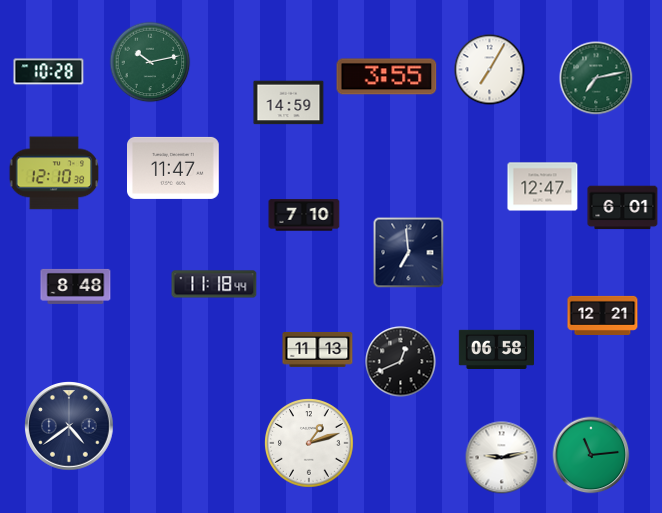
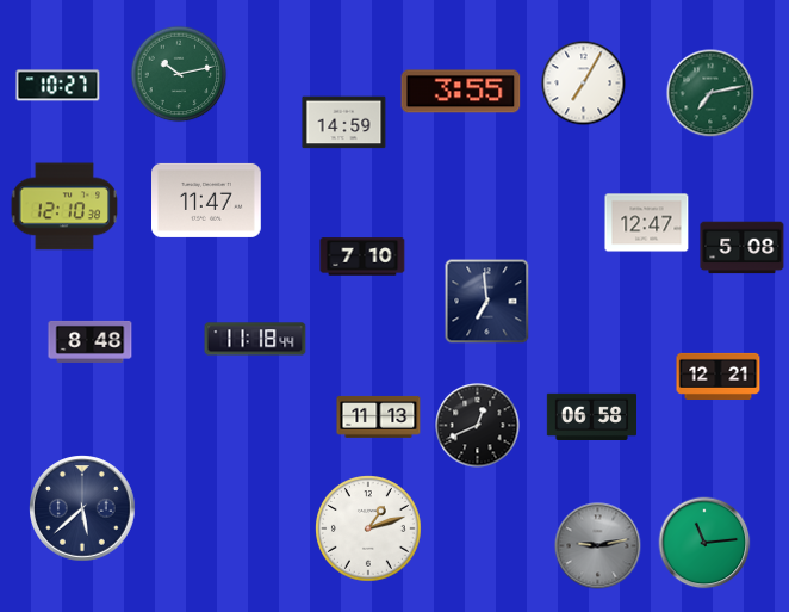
clock at (49, 72): 10:28 -> 10:27
clock at (623, 208): 6:01 -> 5:08
clock at (401, 362) position: (401, 362) -> (478, 426)
clock at (69, 426): 4:39 -> 5:38
clock at (502, 458) dial: white -> grey
